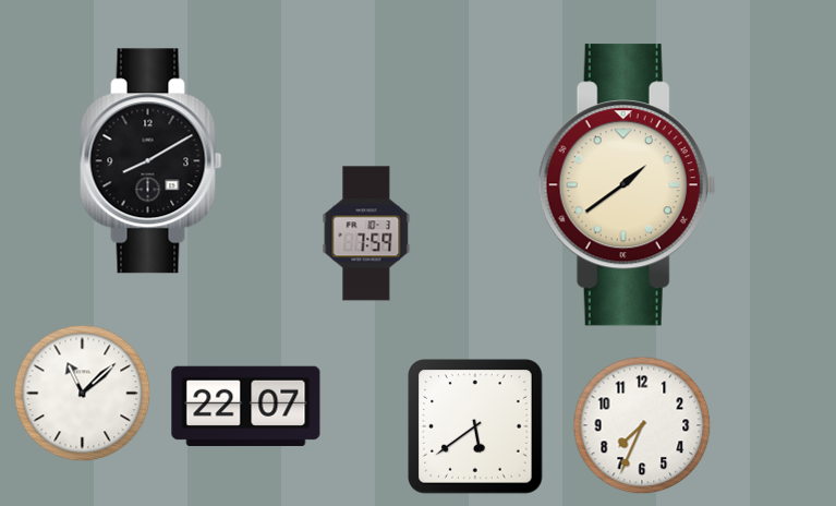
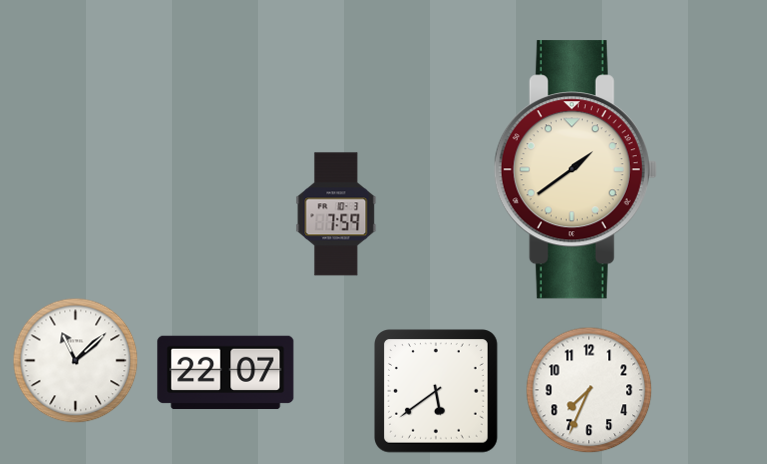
clock at (152, 161): 8:10 -> none
